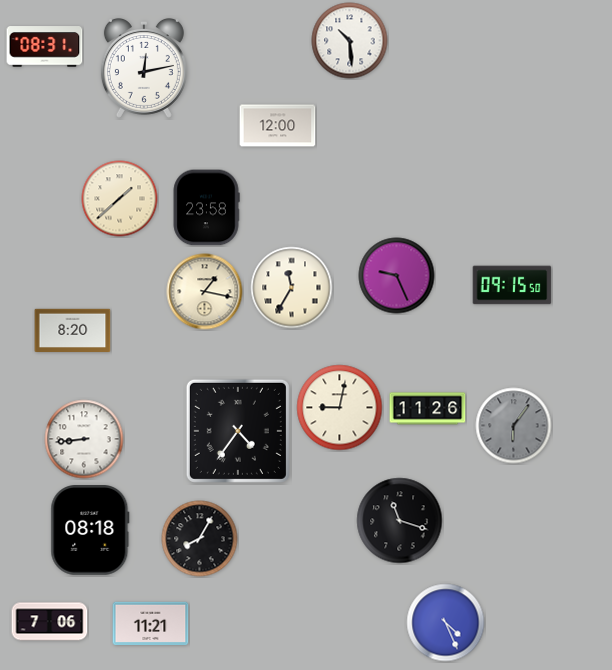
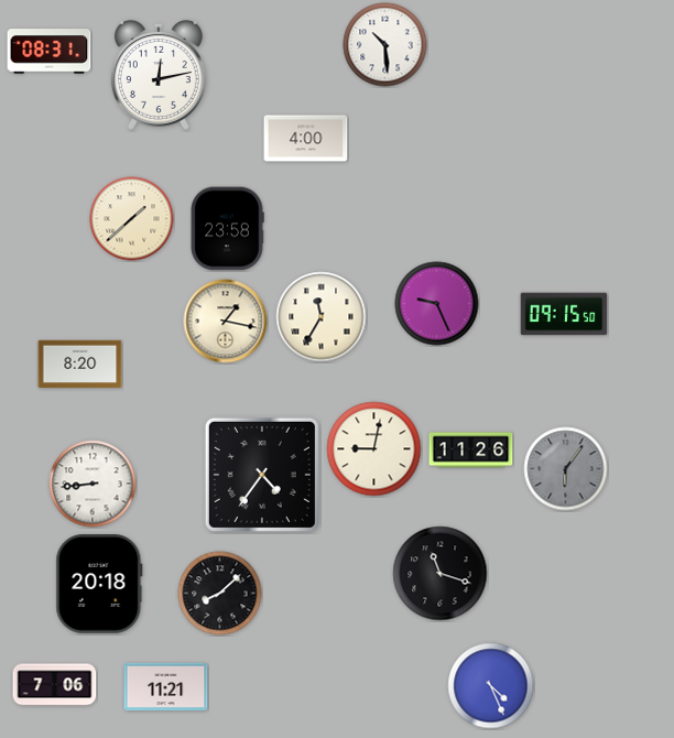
clock at (278, 126): 12:00 -> 4:00
clock at (90, 531): 08:18 -> 20:18
clock at (200, 539): 8:05 -> 8:08
